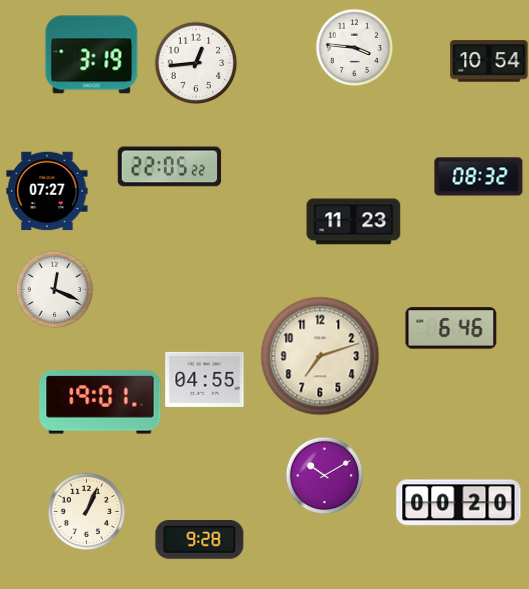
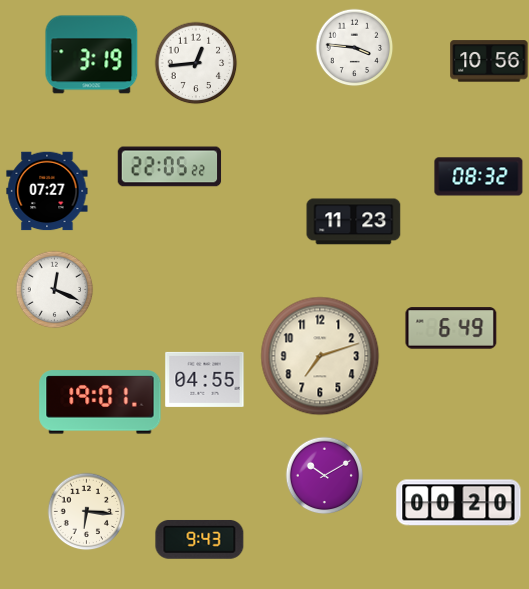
clock at (489, 61): 10:54 -> 10:56
clock at (451, 328): 6:46 -> 6:49
clock at (86, 511): 1:04 -> 6:16
clock at (200, 539): 9:28 -> 9:43
